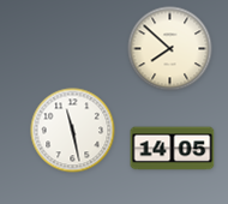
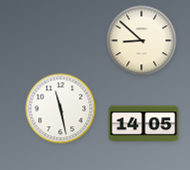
clock at (170, 49): 7:52 -> 8:52
